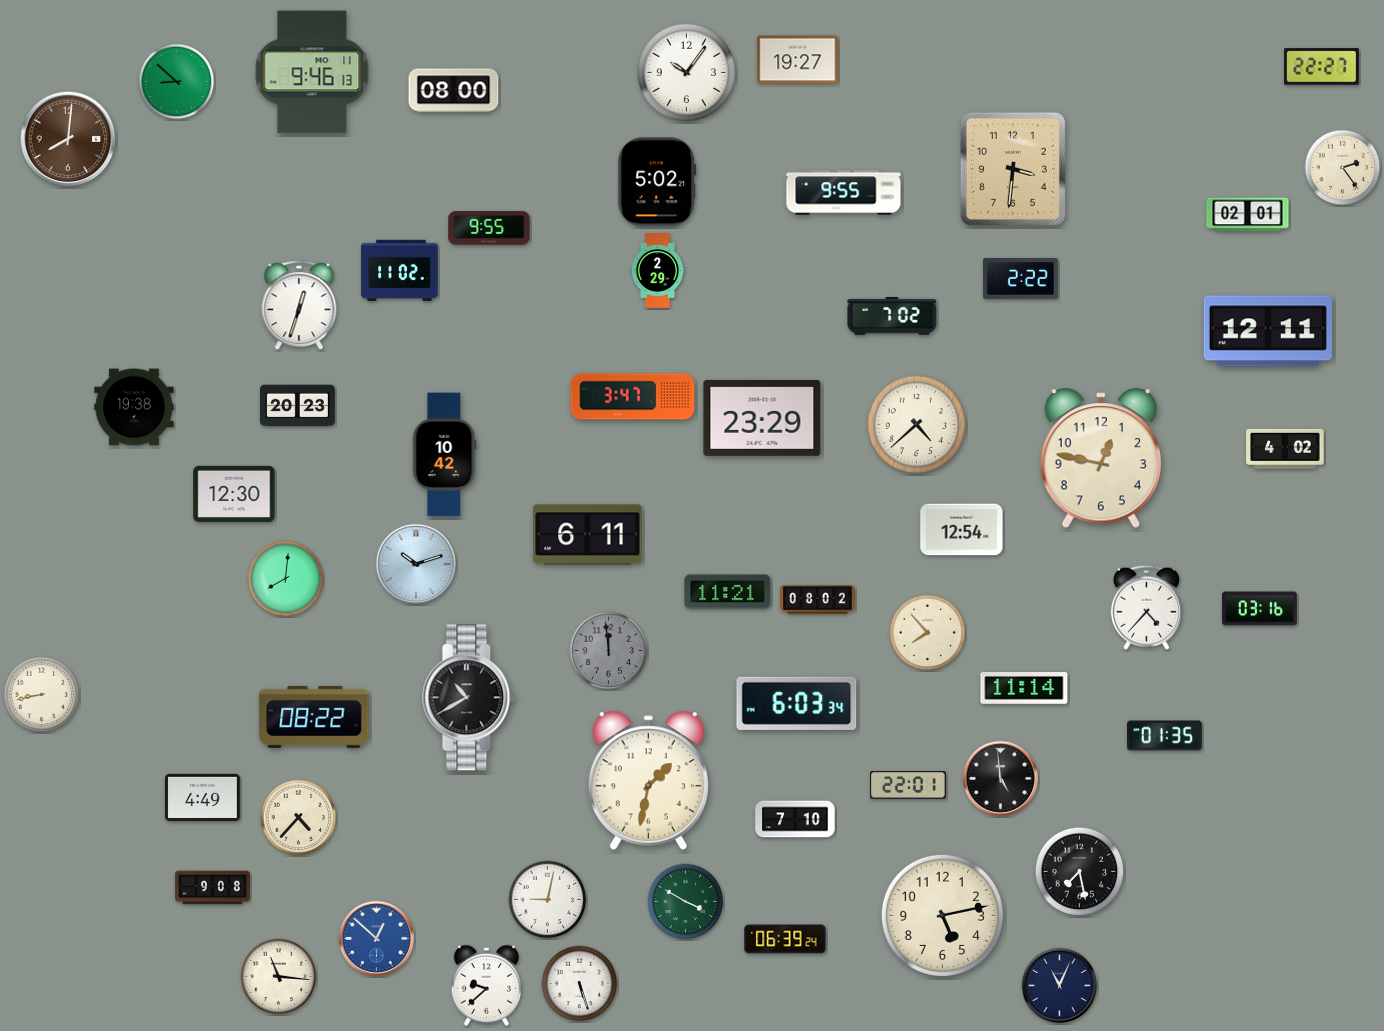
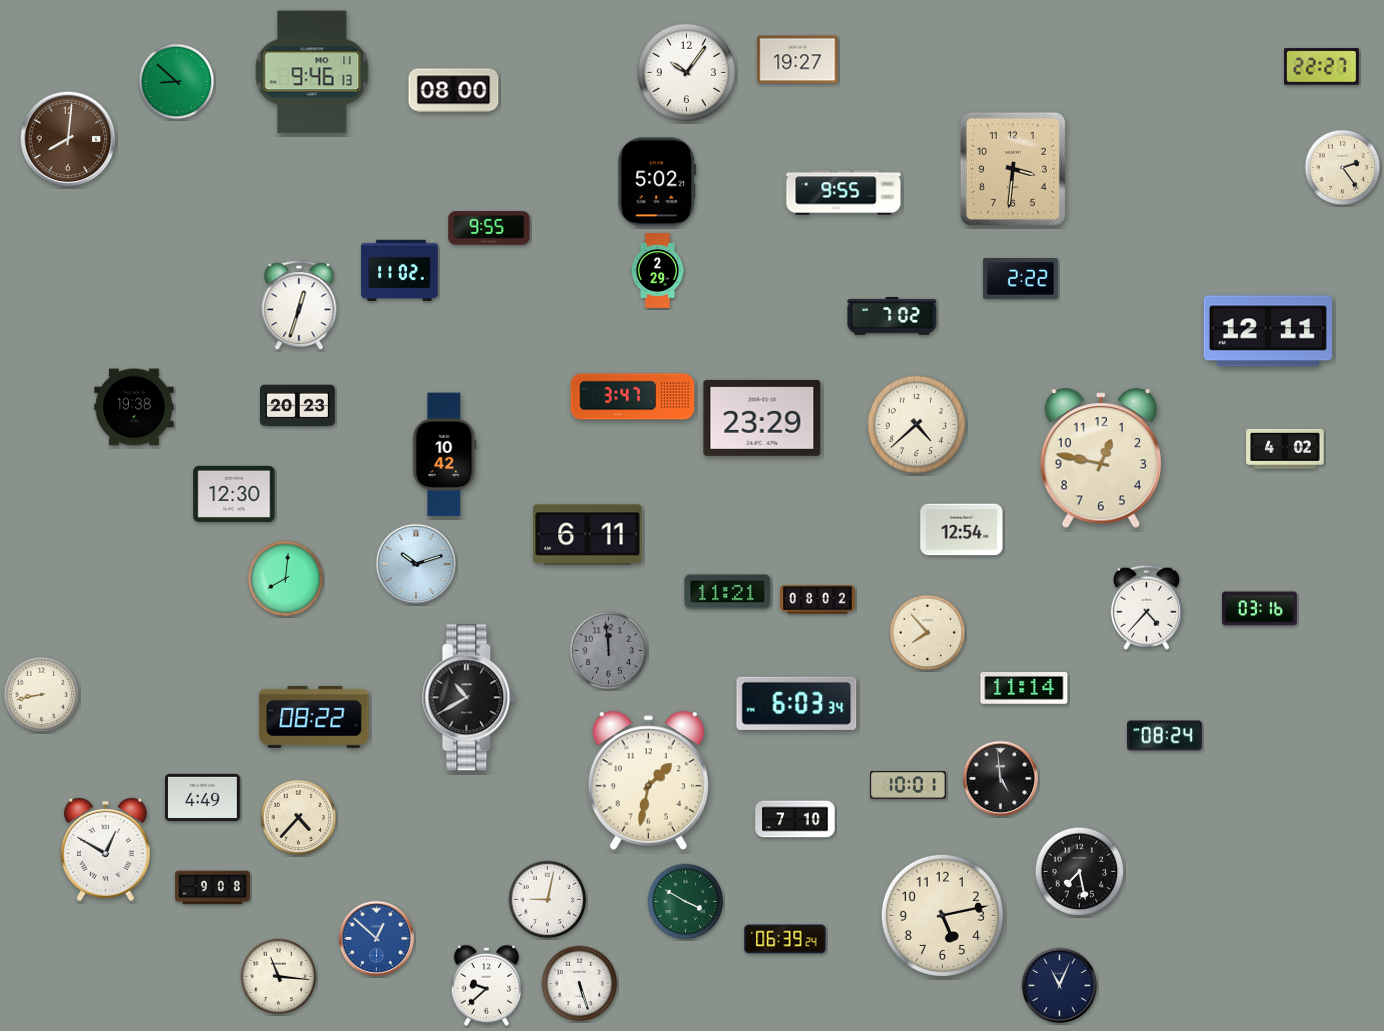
clock at (1248, 215): 02:01 -> none
clock at (1165, 736): 01:35 -> 08:24
clock at (909, 785): 22:01 -> 10:01
clock at (105, 850): none -> 12:50
